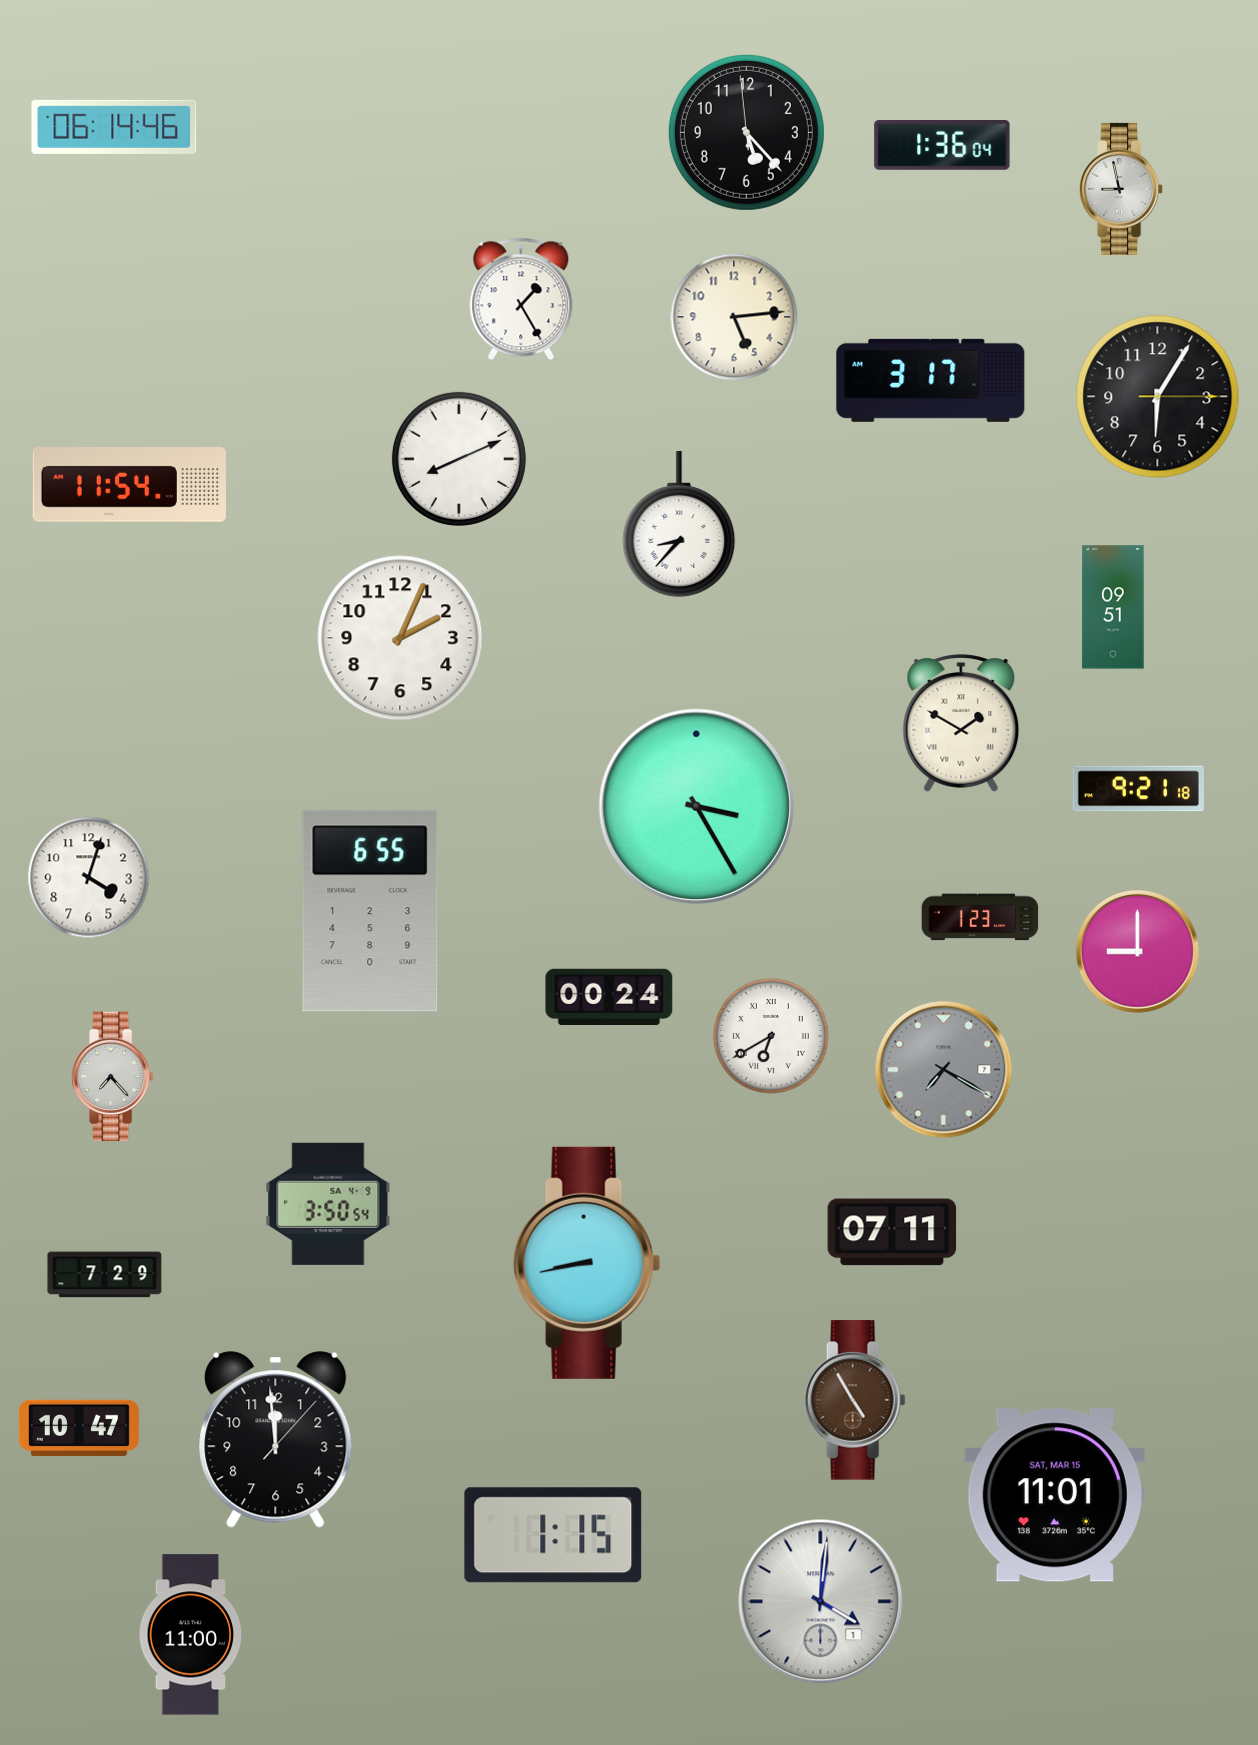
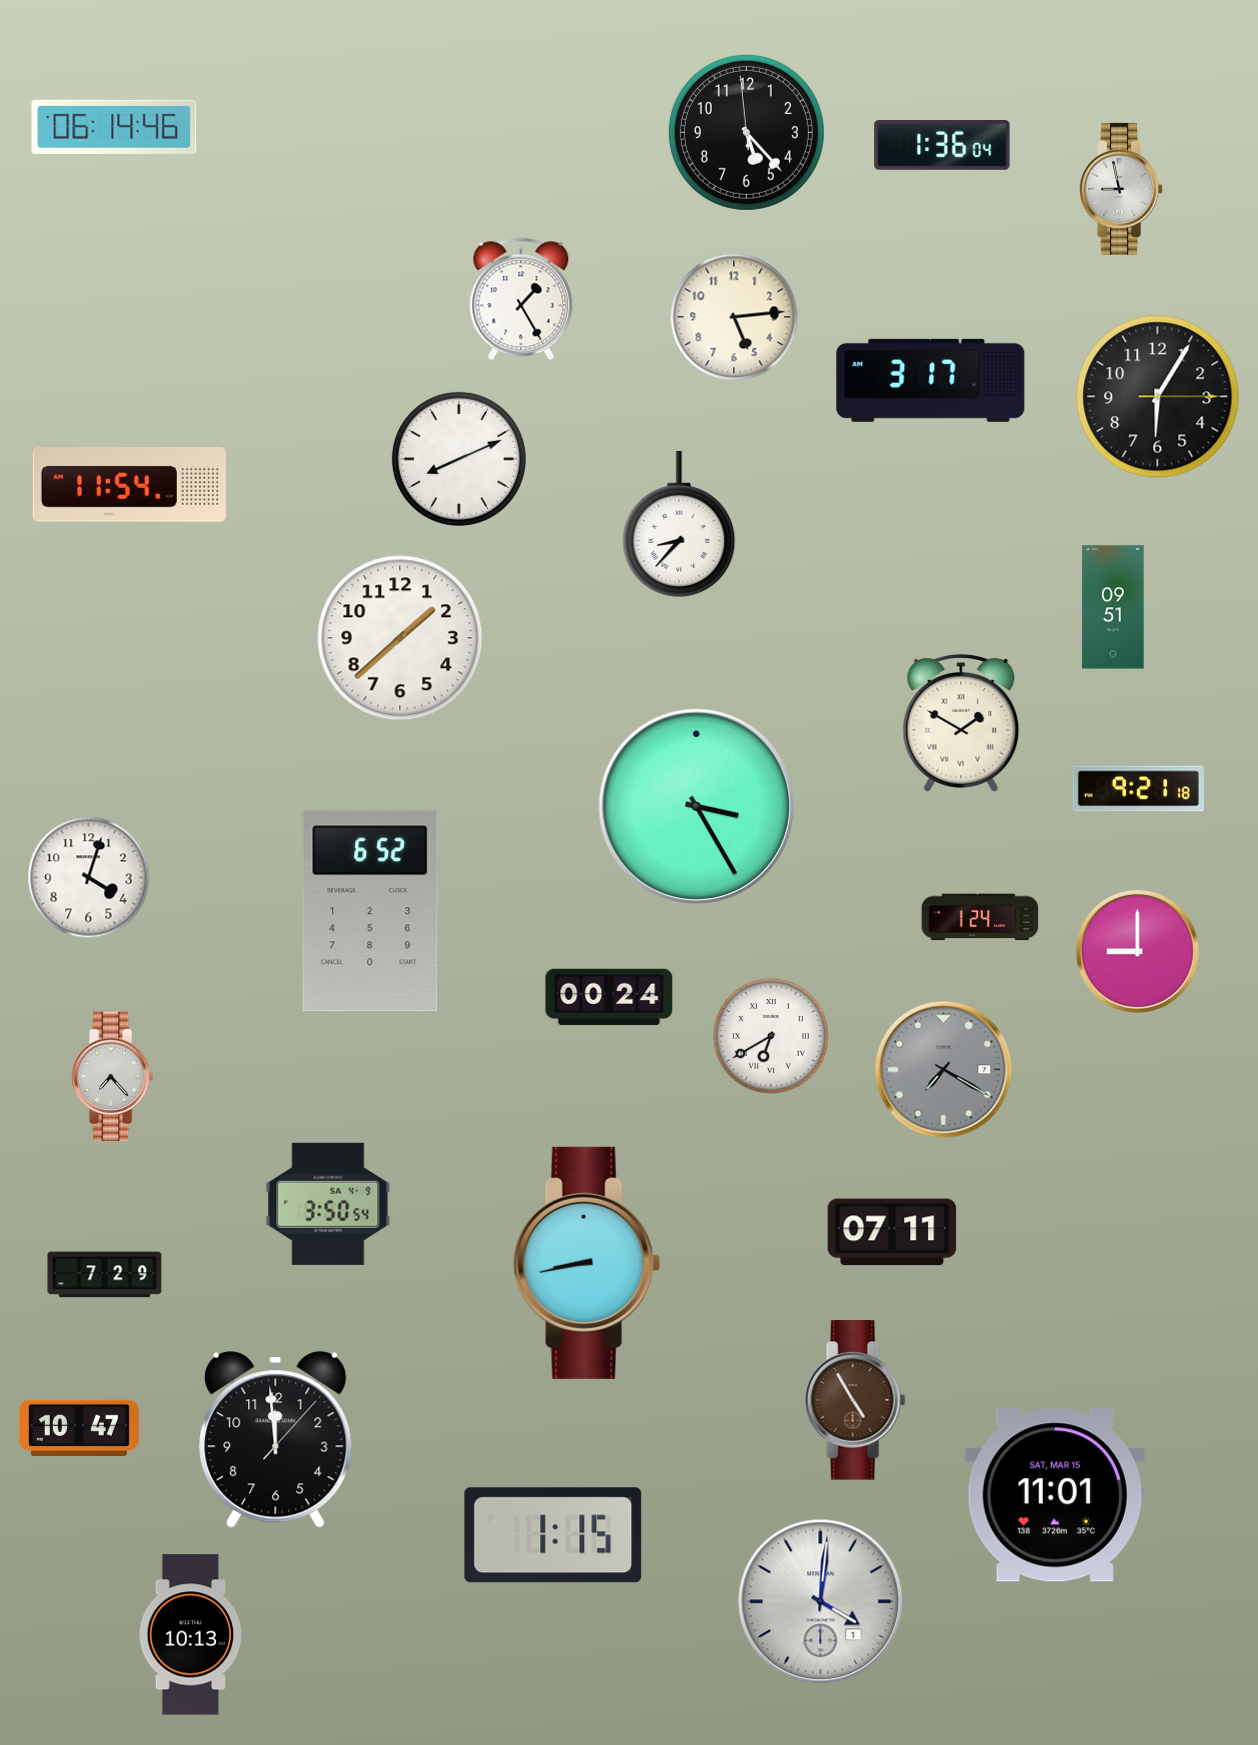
clock at (400, 638): 2:04 -> 1:38
clock at (370, 911): 6:55 -> 6:52
clock at (980, 917): 1:23 -> 1:24
clock at (191, 1635): 11:00 -> 10:13
